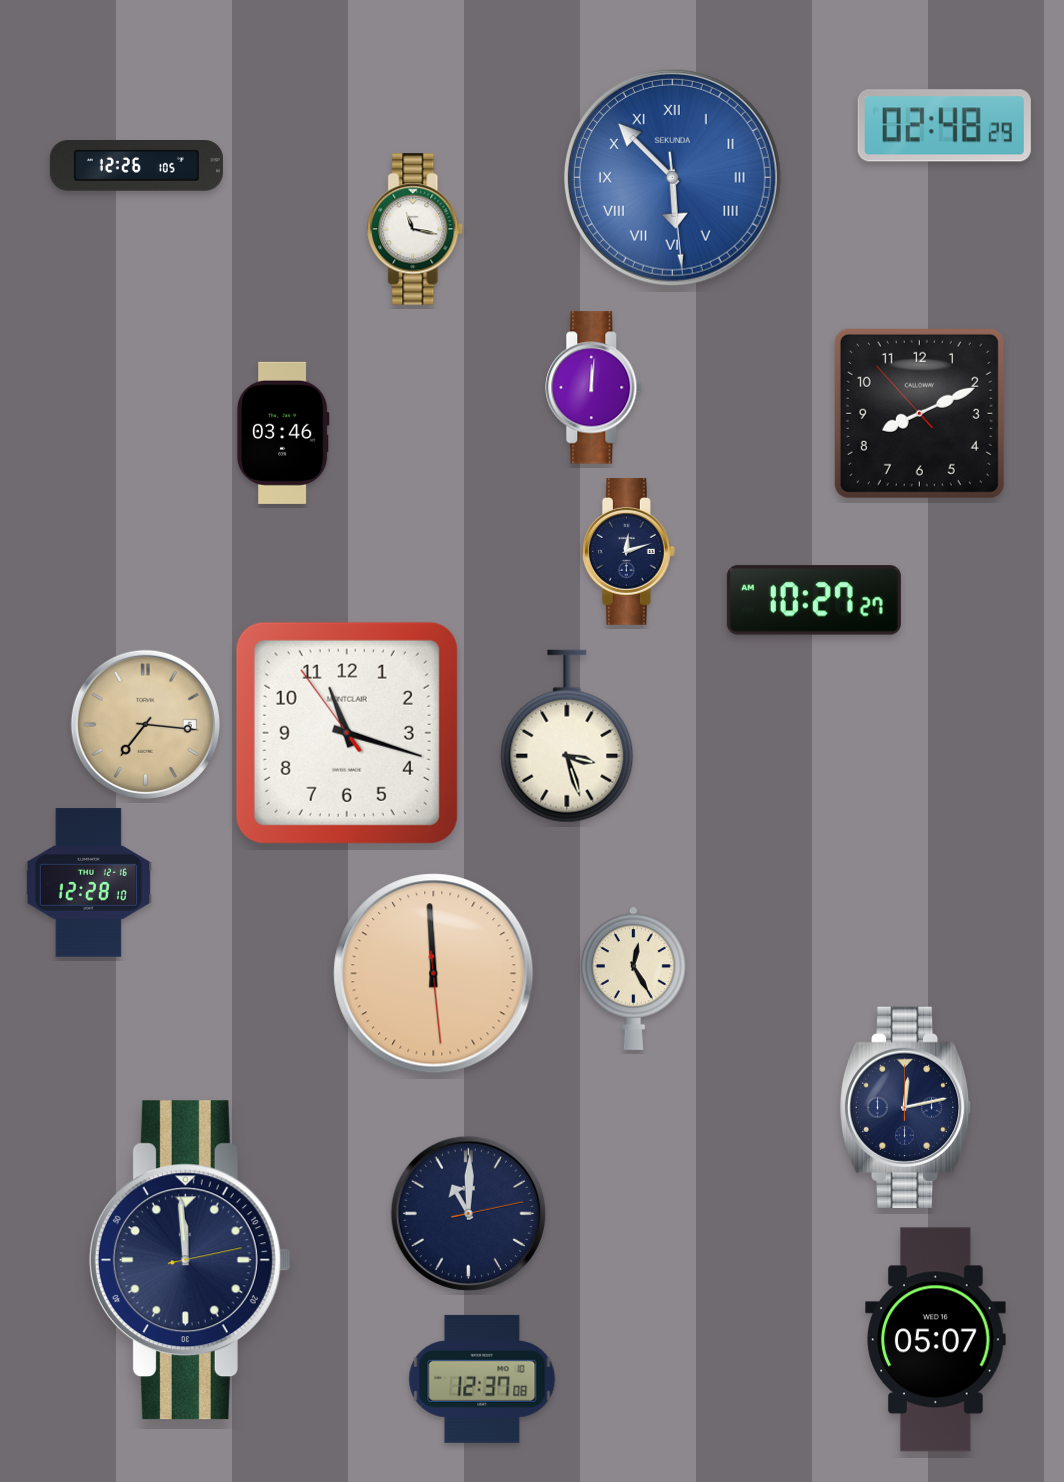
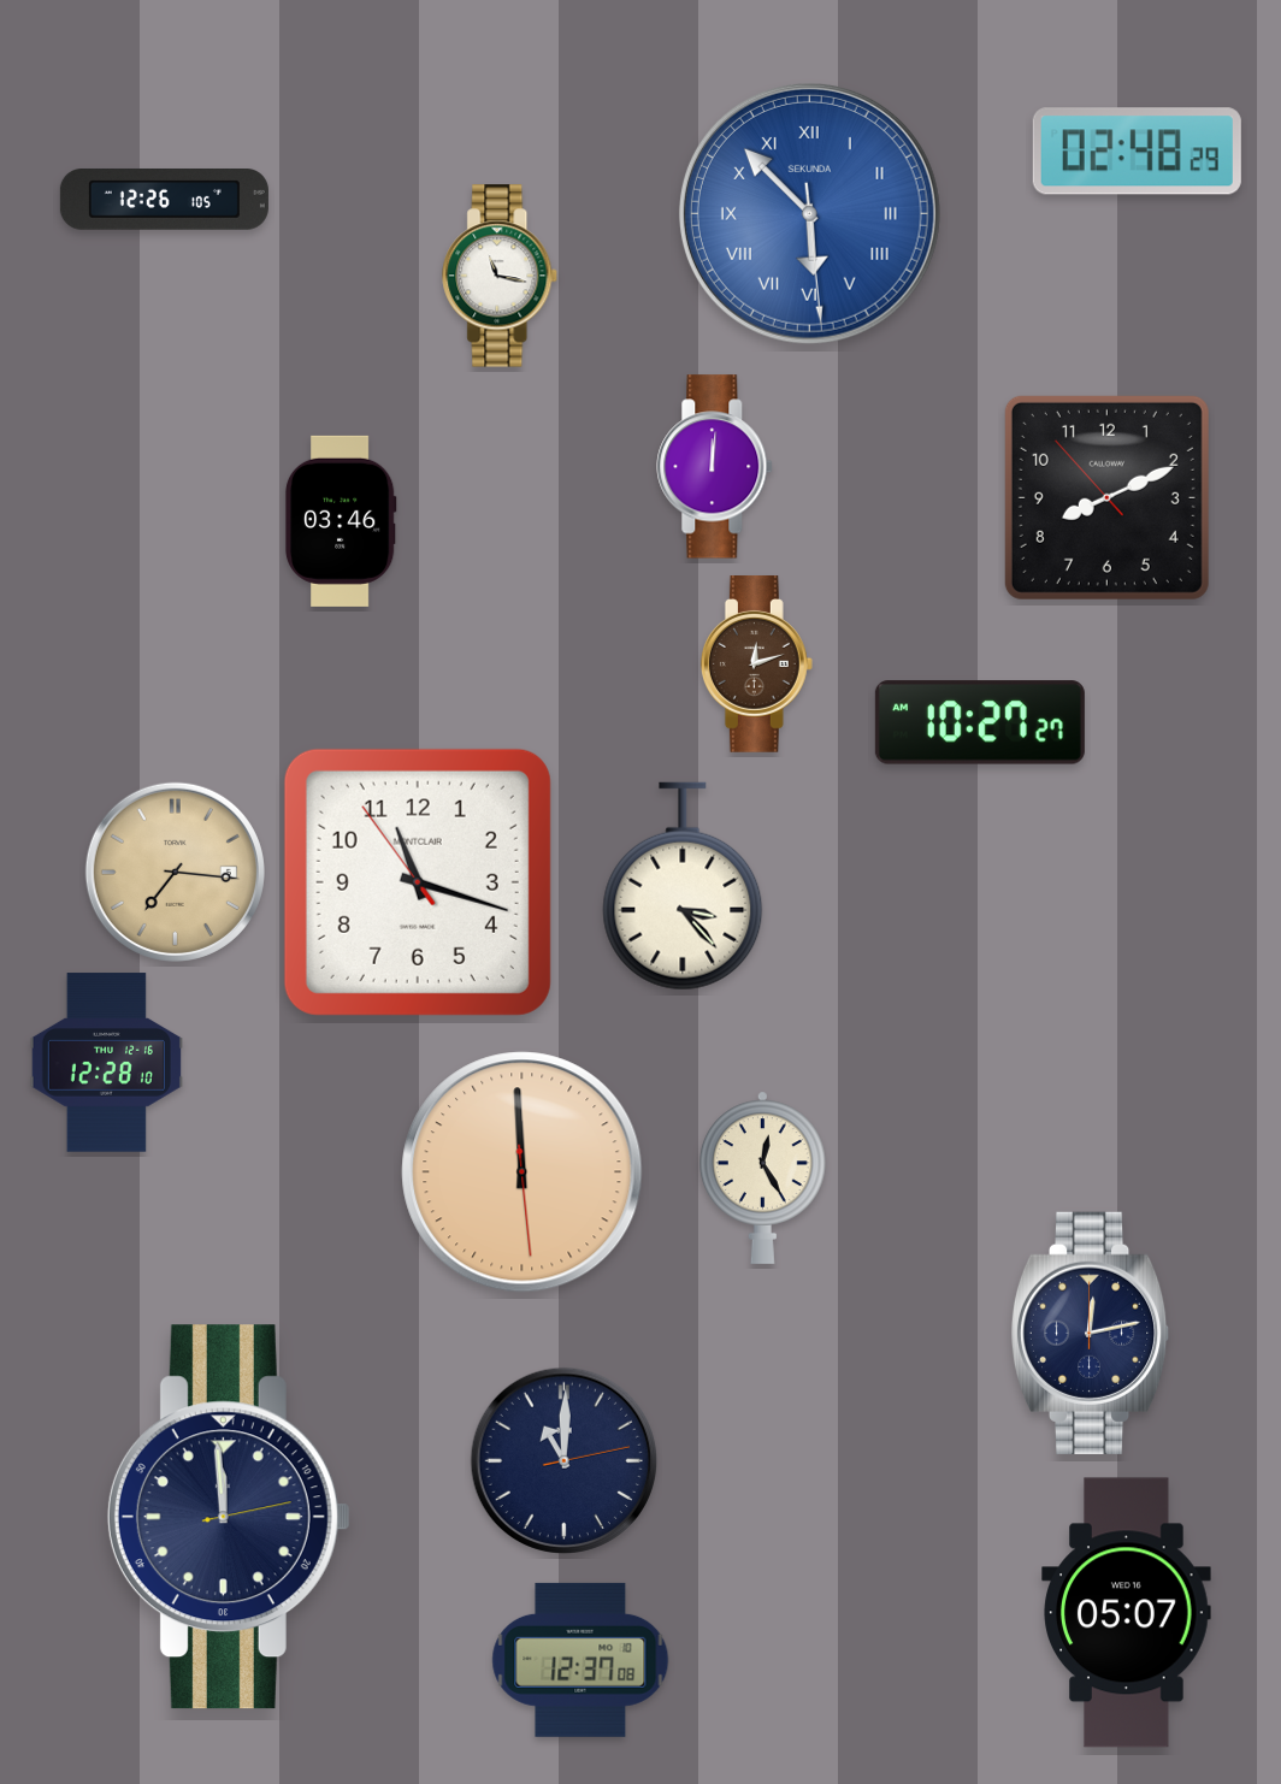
clock at (628, 552) dial: navy -> brown
clock at (567, 736): 3:27 -> 3:23
